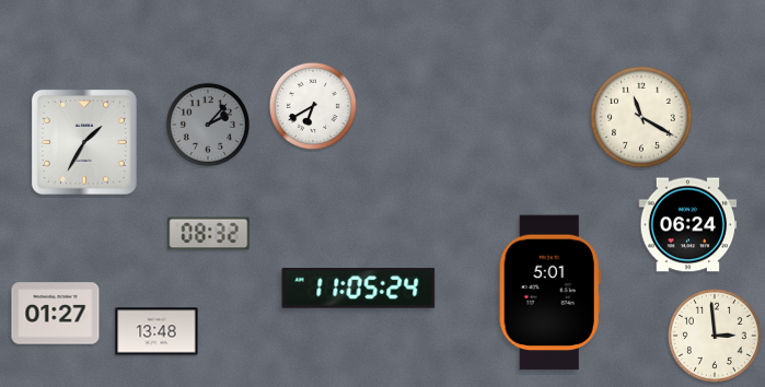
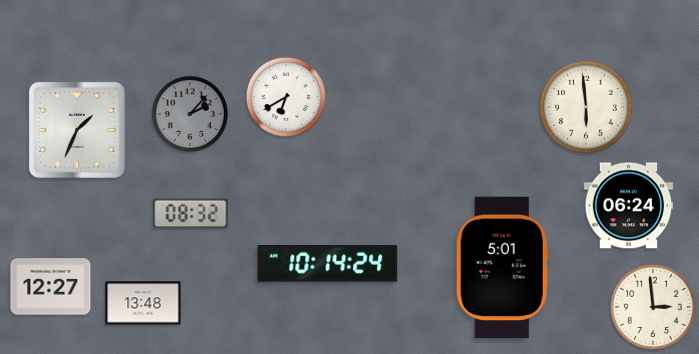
clock at (641, 117): 11:20 -> 5:59
clock at (84, 142): 1:35 -> 1:34
clock at (359, 289): 11:05 -> 10:14
clock at (56, 314): 01:27 -> 12:27
